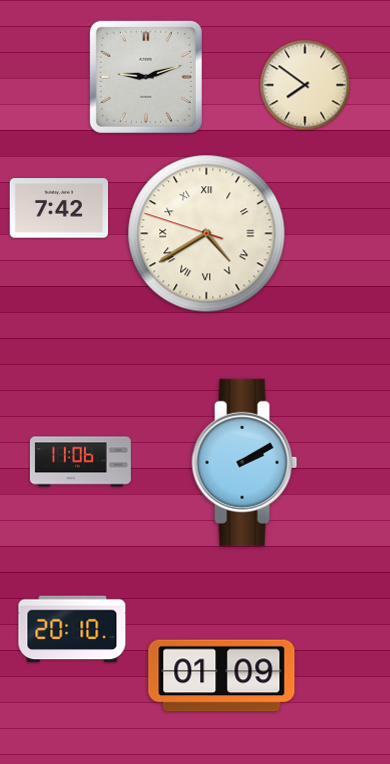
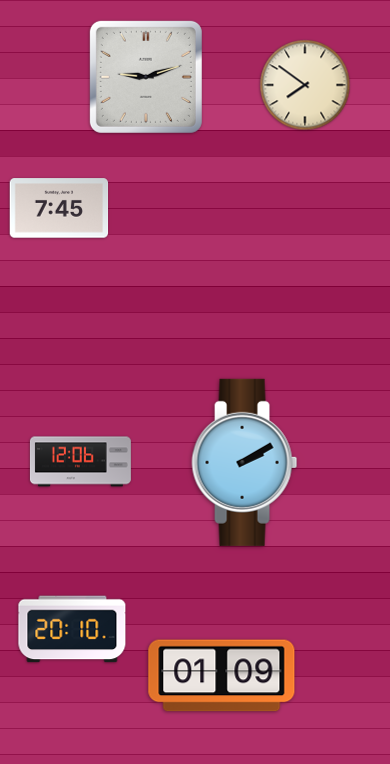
clock at (59, 208): 7:42 -> 7:45
clock at (207, 234): 4:39 -> none
clock at (80, 462): 11:06 -> 12:06
